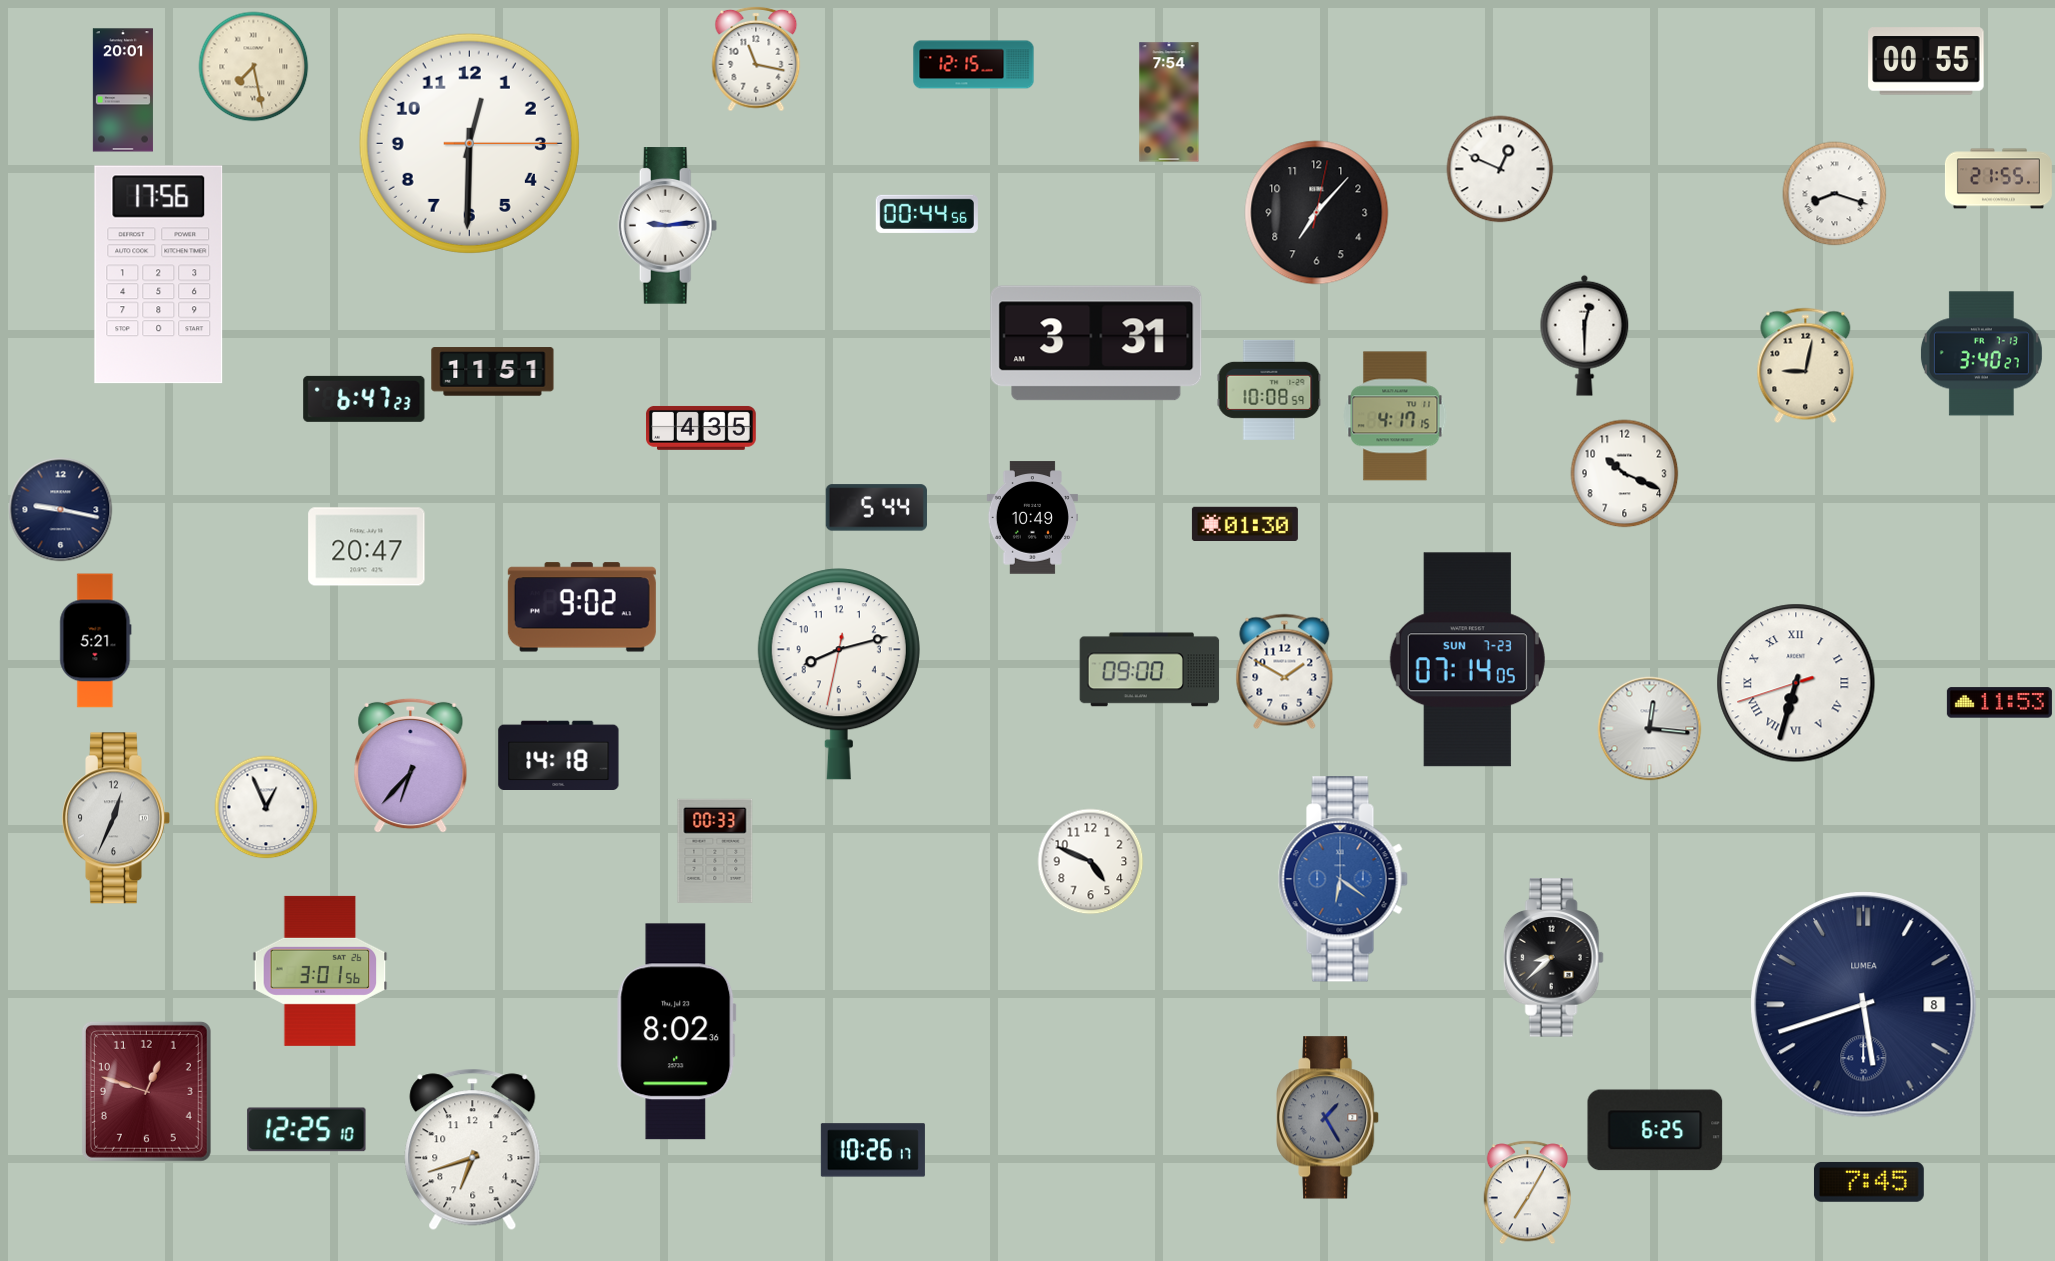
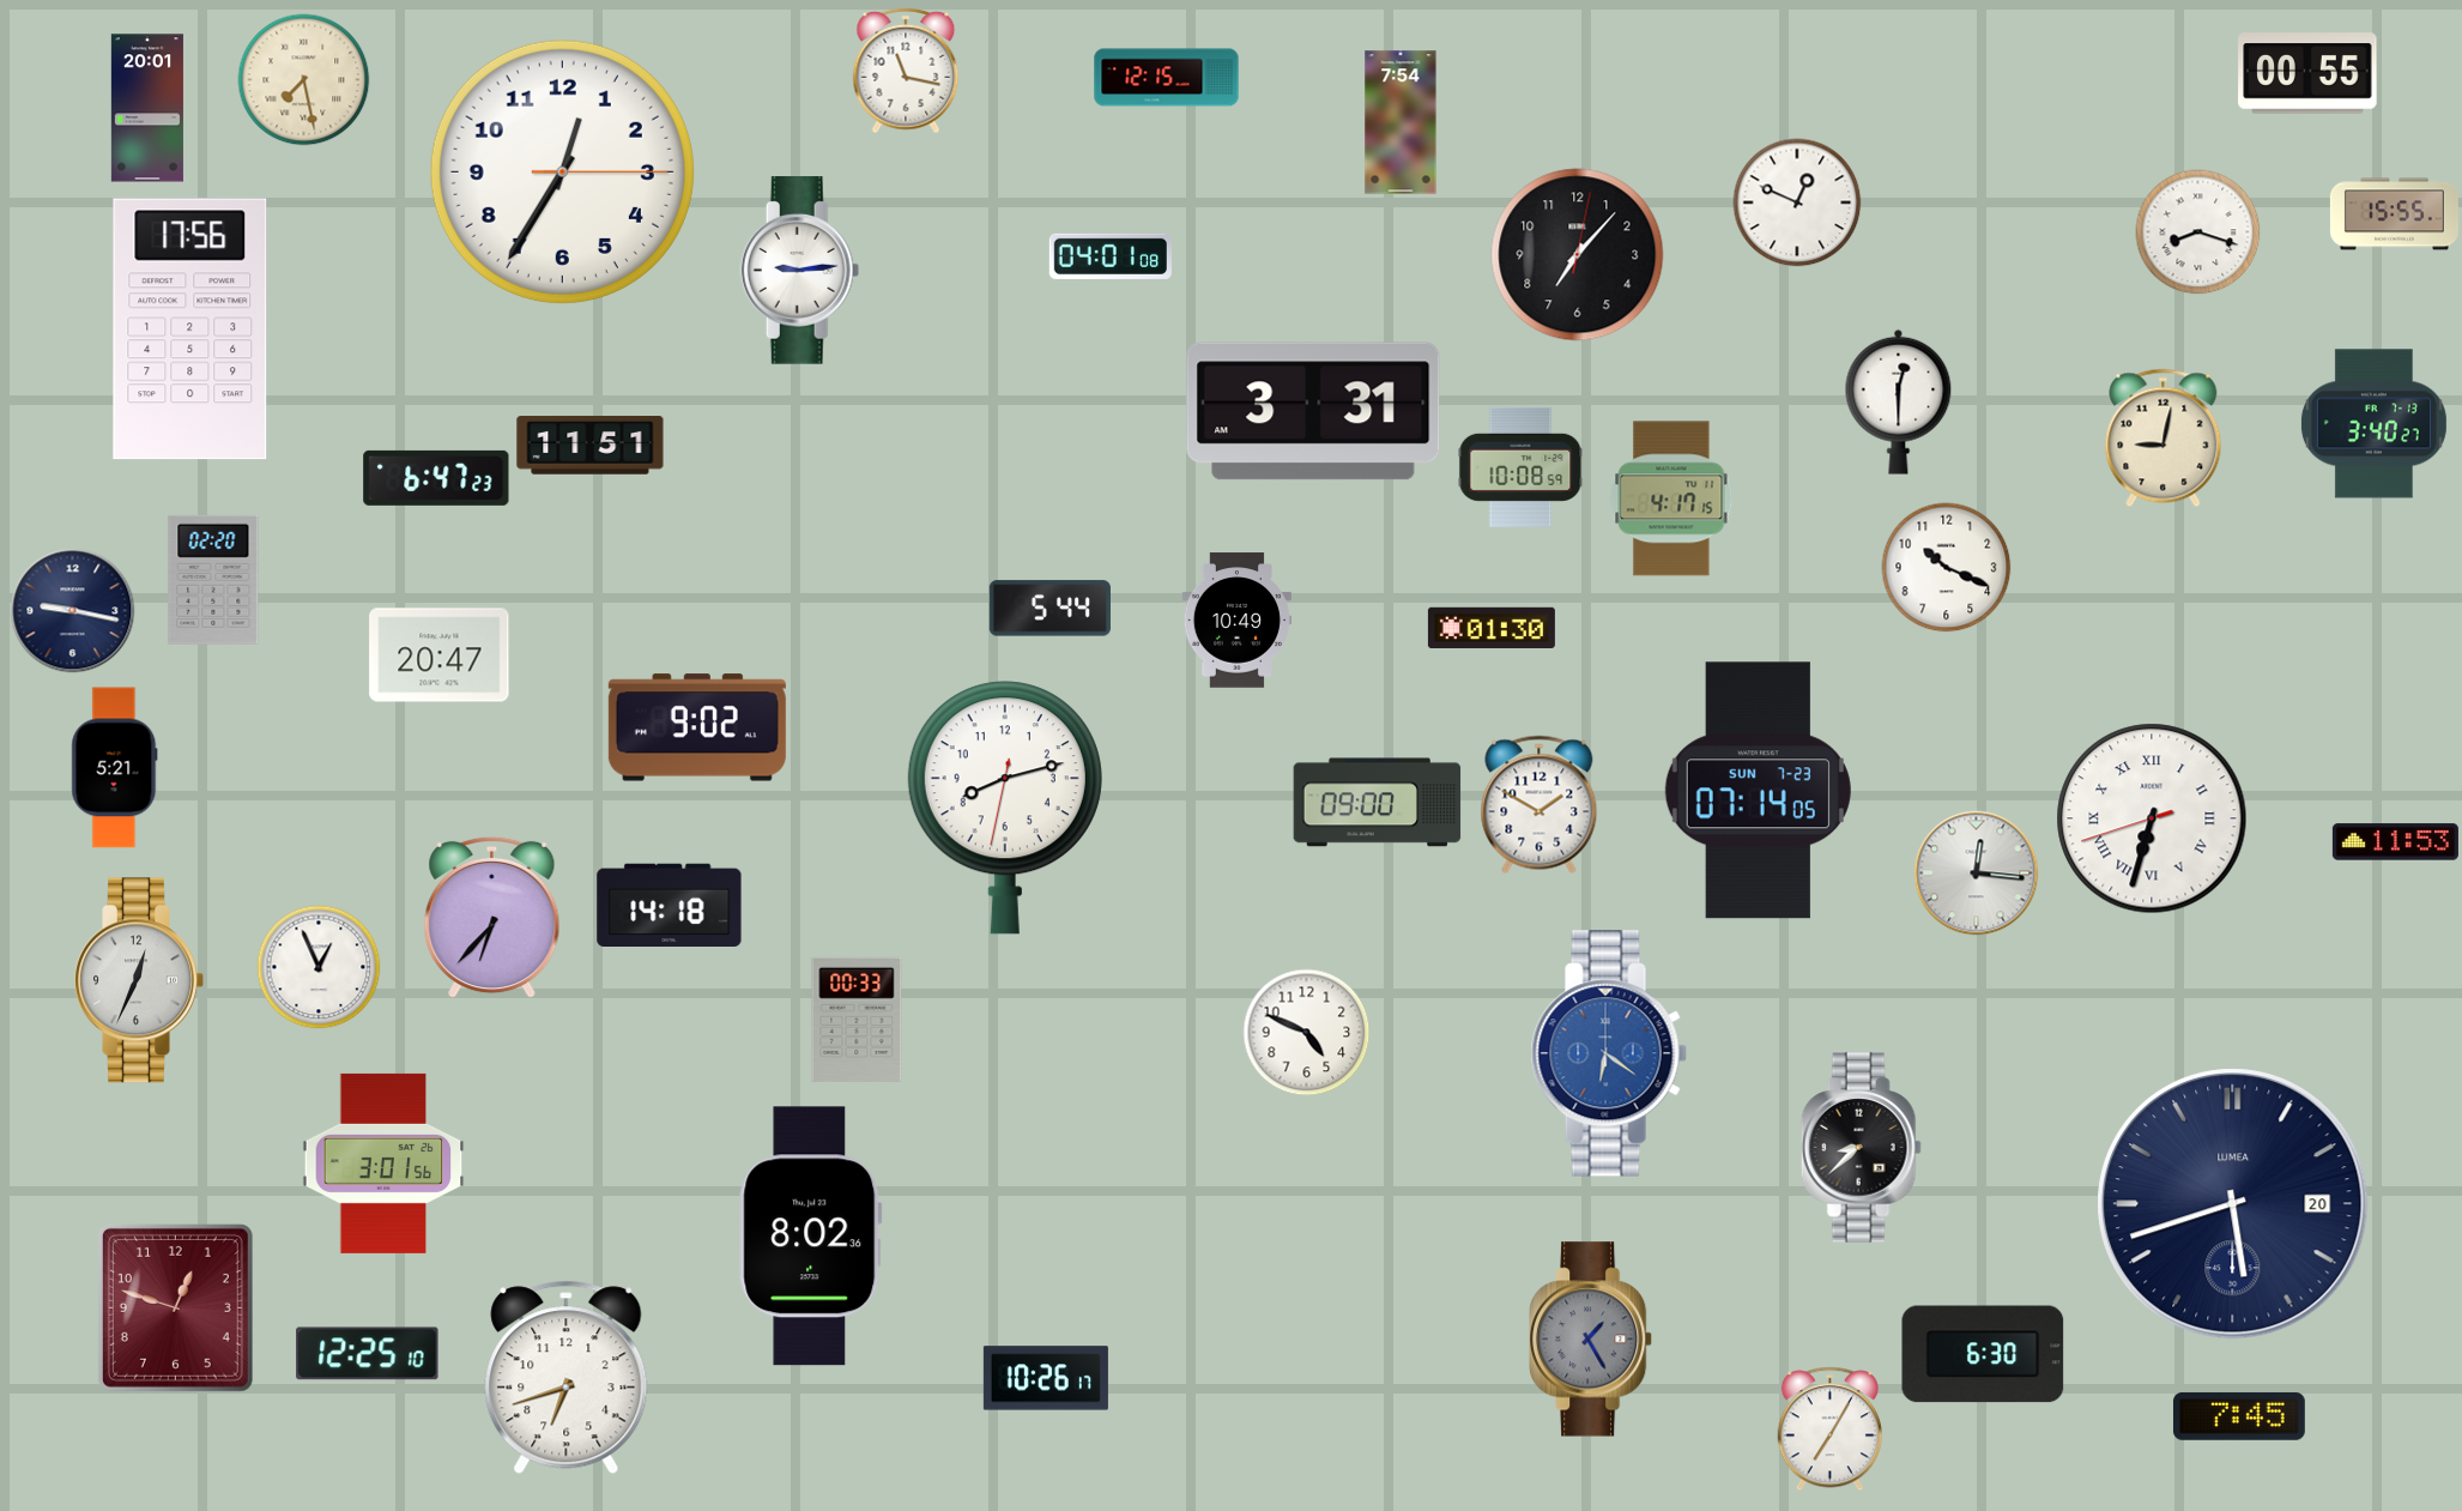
clock at (469, 143): 12:30 -> 12:35
clock at (1998, 179): 21:55 -> 15:55
clock at (927, 214): 00:44 -> 04:01
clock at (702, 428): 4:35 -> none
clock at (213, 580): none -> 02:20
clock at (1864, 1005) date: 8 -> 20
clock at (1655, 1130): 6:25 -> 6:30
